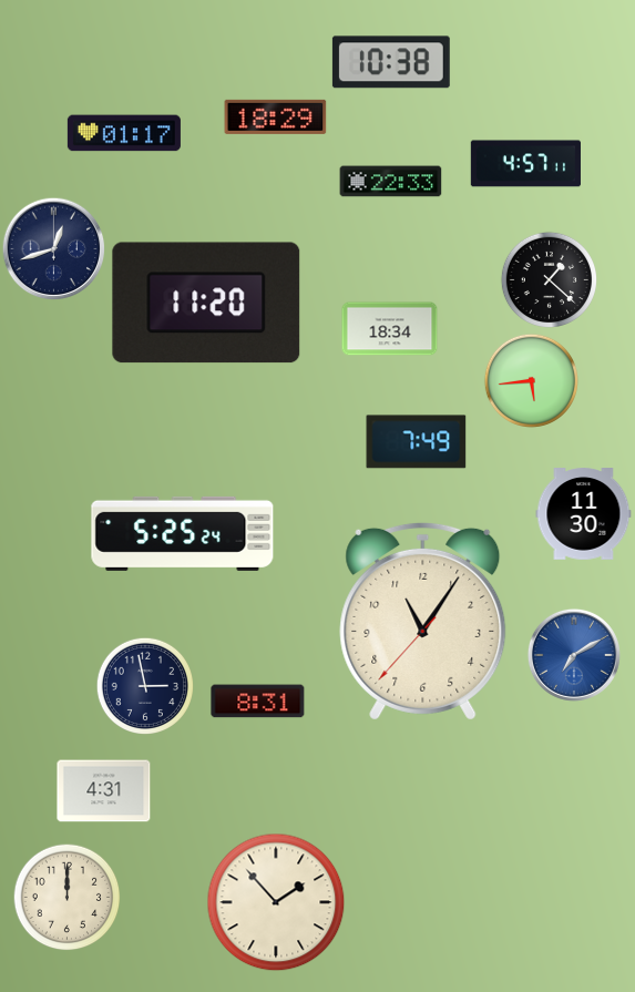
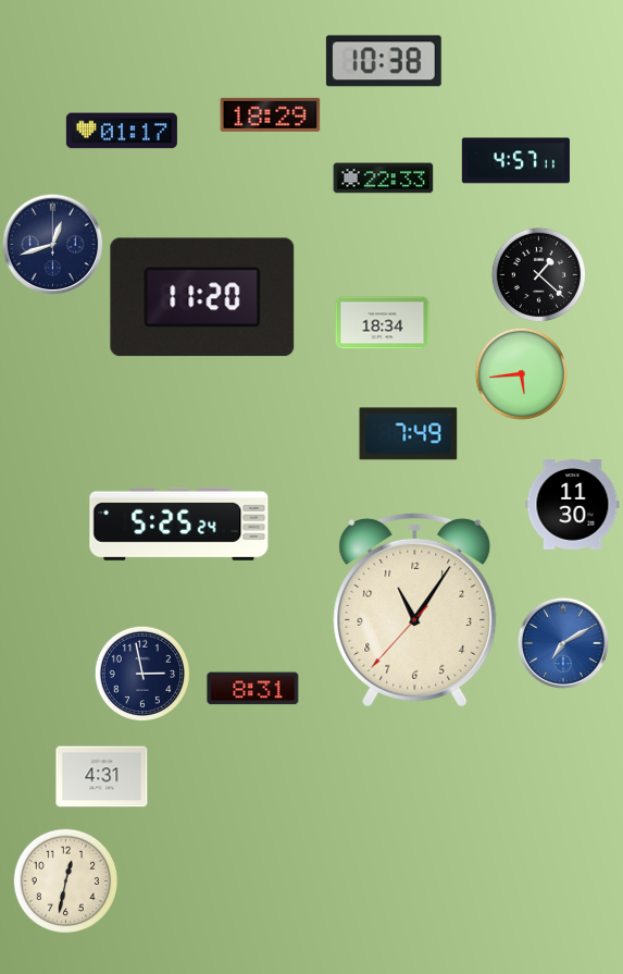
clock at (66, 897): 12:00 -> 12:32
clock at (276, 902): 1:53 -> none
